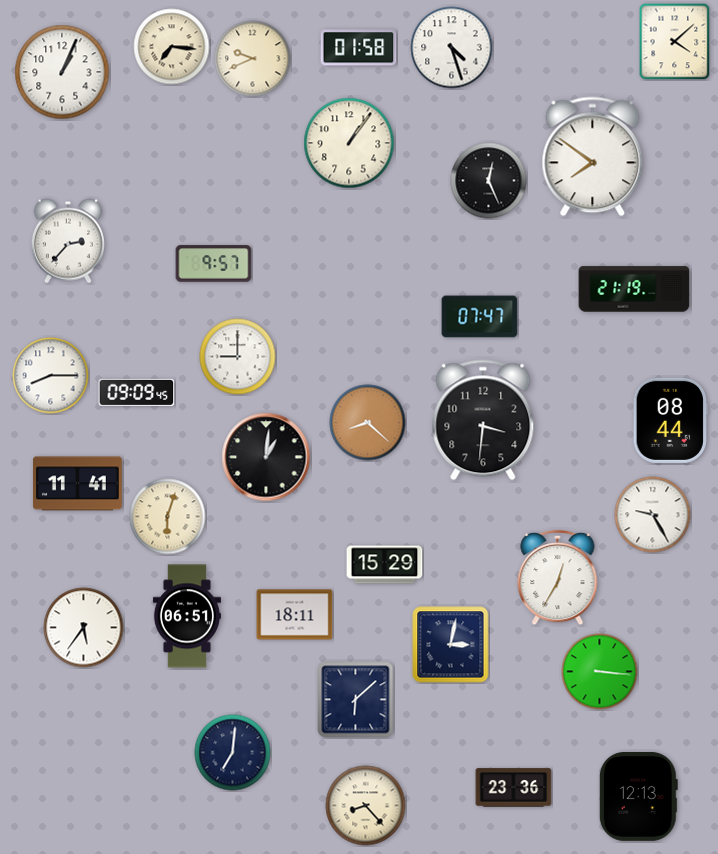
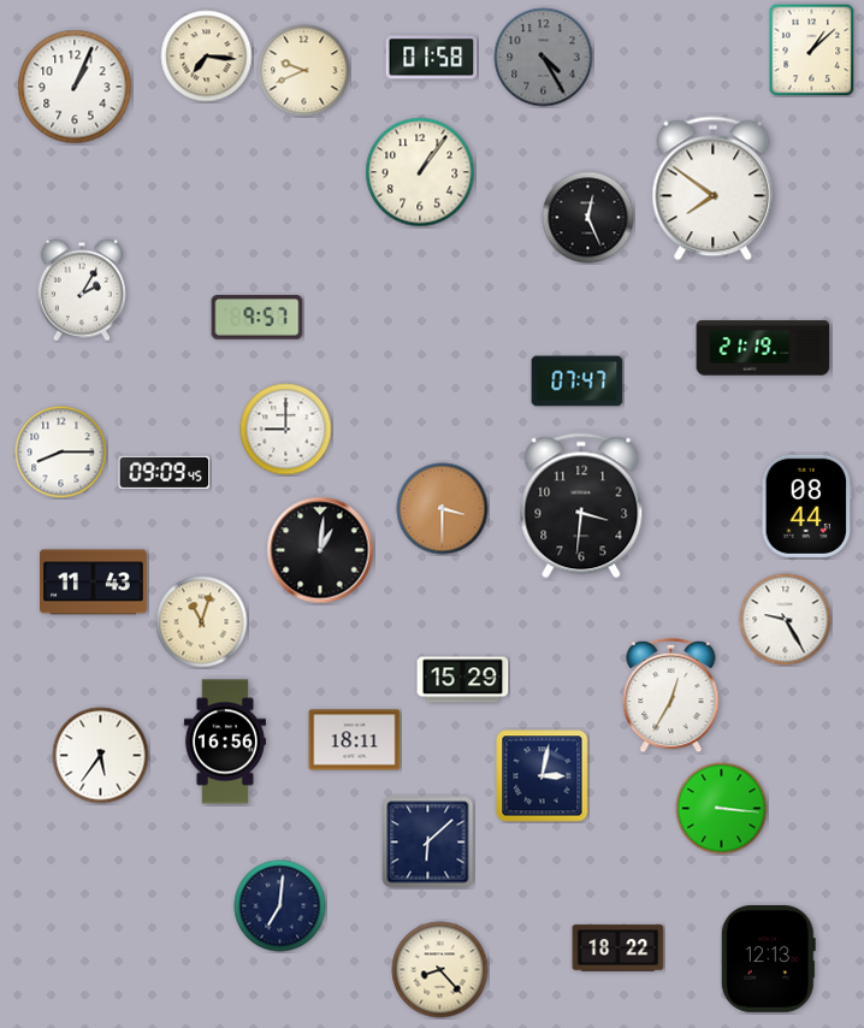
clock at (675, 41): 4:08 -> 1:08
clock at (452, 48): 4:27 -> 4:25
clock at (452, 48) dial: white -> grey
clock at (68, 241): 2:37 -> 2:05
clock at (368, 423): 8:22 -> 3:30
clock at (77, 484): 11:41 -> 11:43
clock at (168, 517): 6:03 -> 11:03
clock at (187, 616): 06:51 -> 16:56
clock at (514, 788): 23:36 -> 18:22
